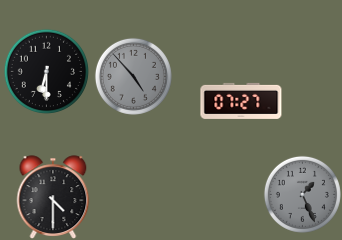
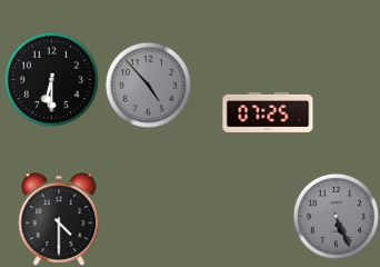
clock at (241, 101): 07:27 -> 07:25
clock at (302, 194): 1:26 -> 5:26
